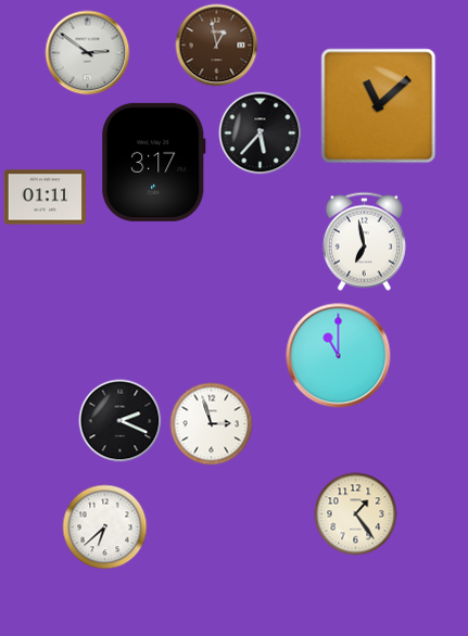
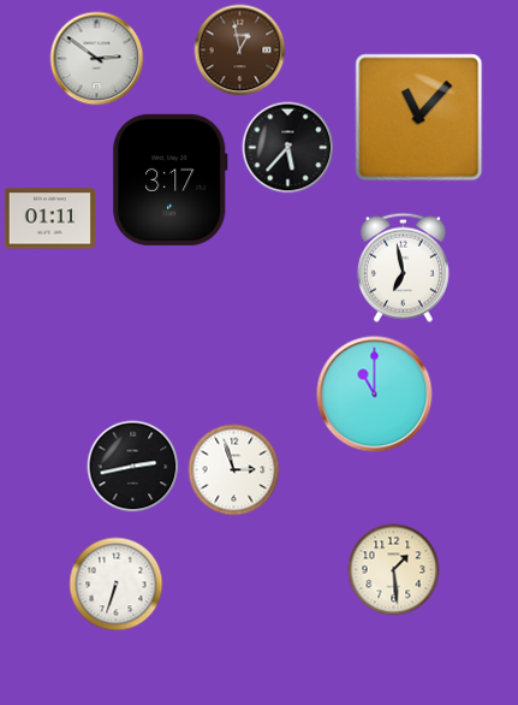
clock at (379, 106): 11:08 -> 11:07
clock at (121, 421): 2:19 -> 2:43
clock at (356, 514): 1:24 -> 1:29
clock at (105, 527): 6:38 -> 6:33
